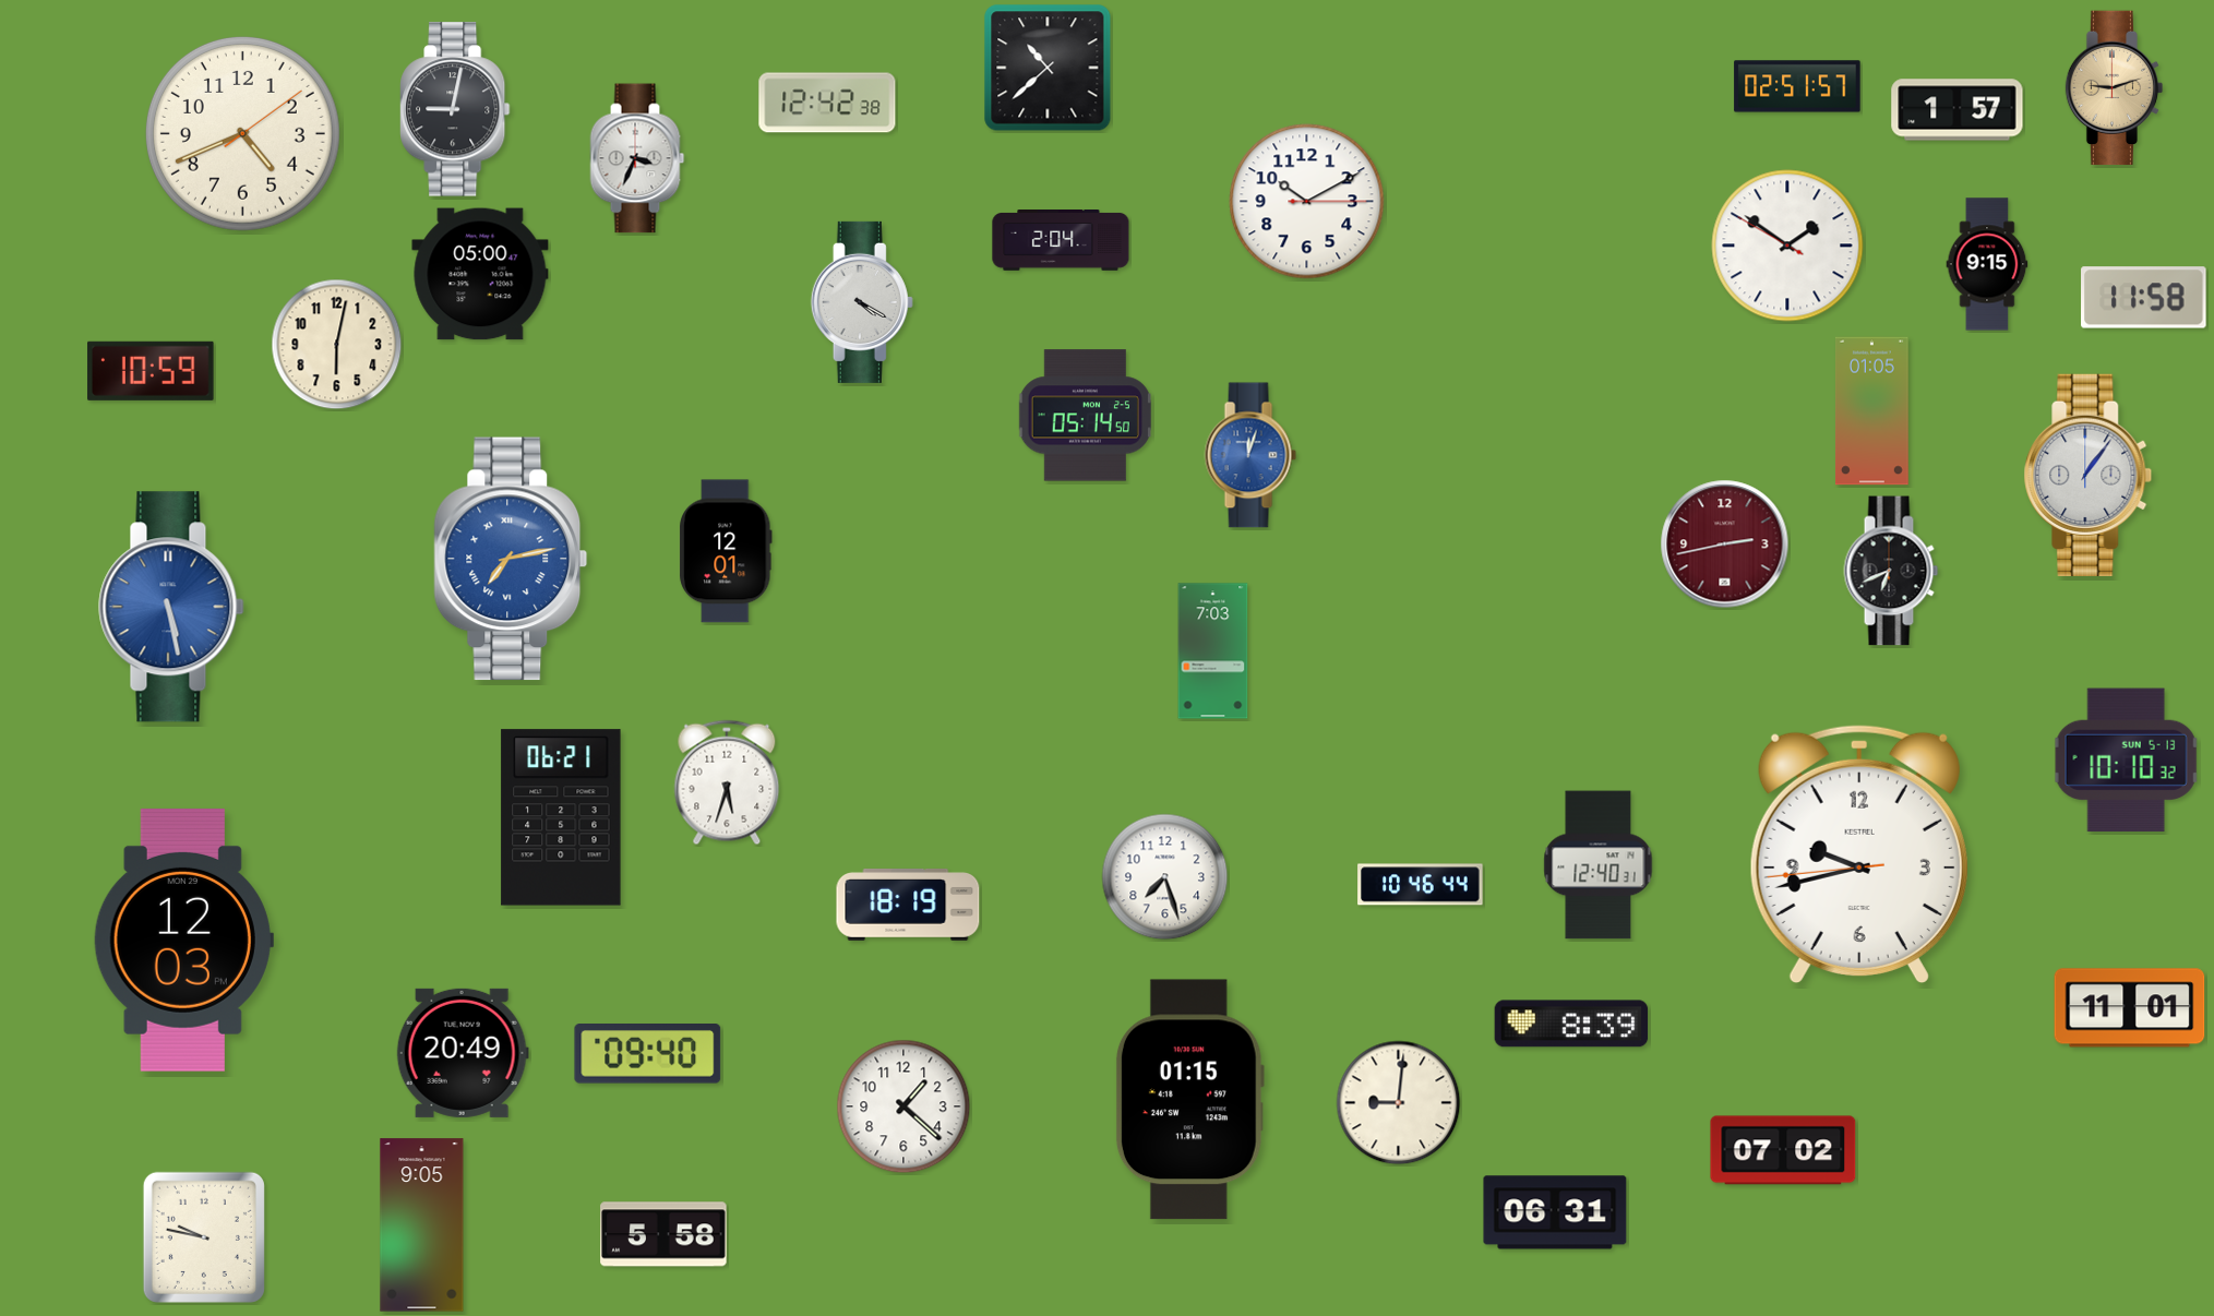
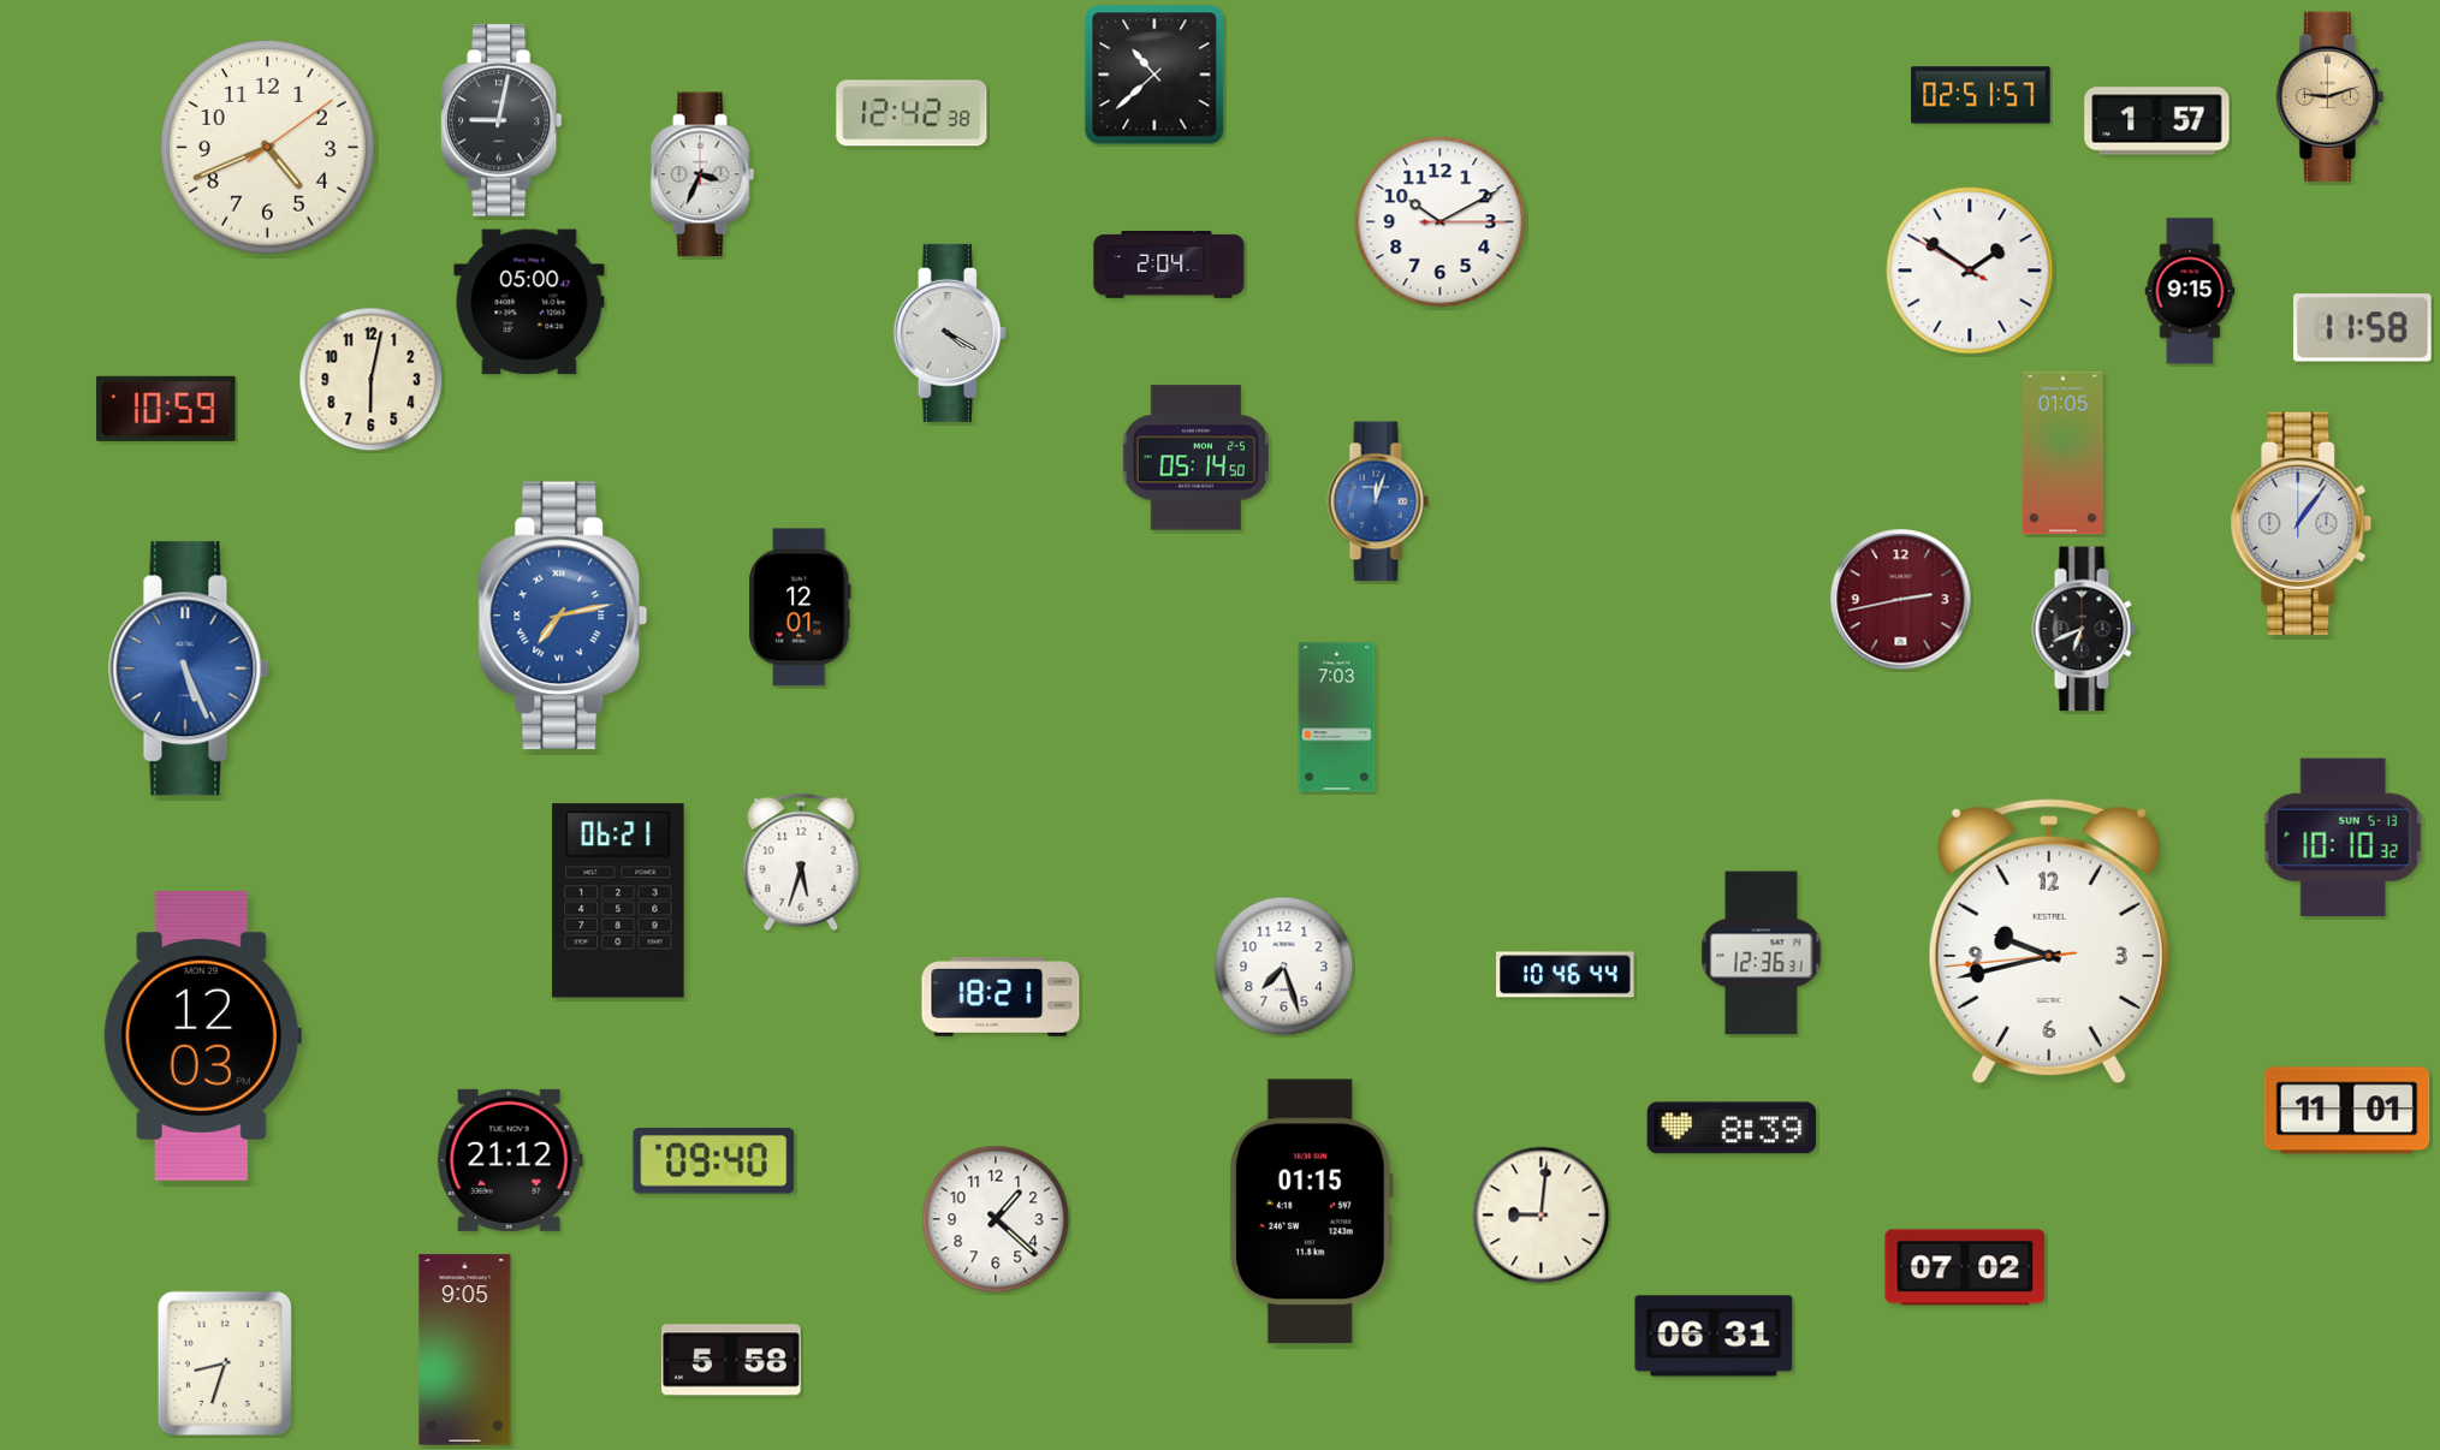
clock at (171, 607): 5:28 -> 5:26
clock at (1599, 865): 12:40 -> 12:36
clock at (908, 906): 18:19 -> 18:21
clock at (463, 1053): 20:49 -> 21:12
clock at (204, 1237): 9:47 -> 8:33
